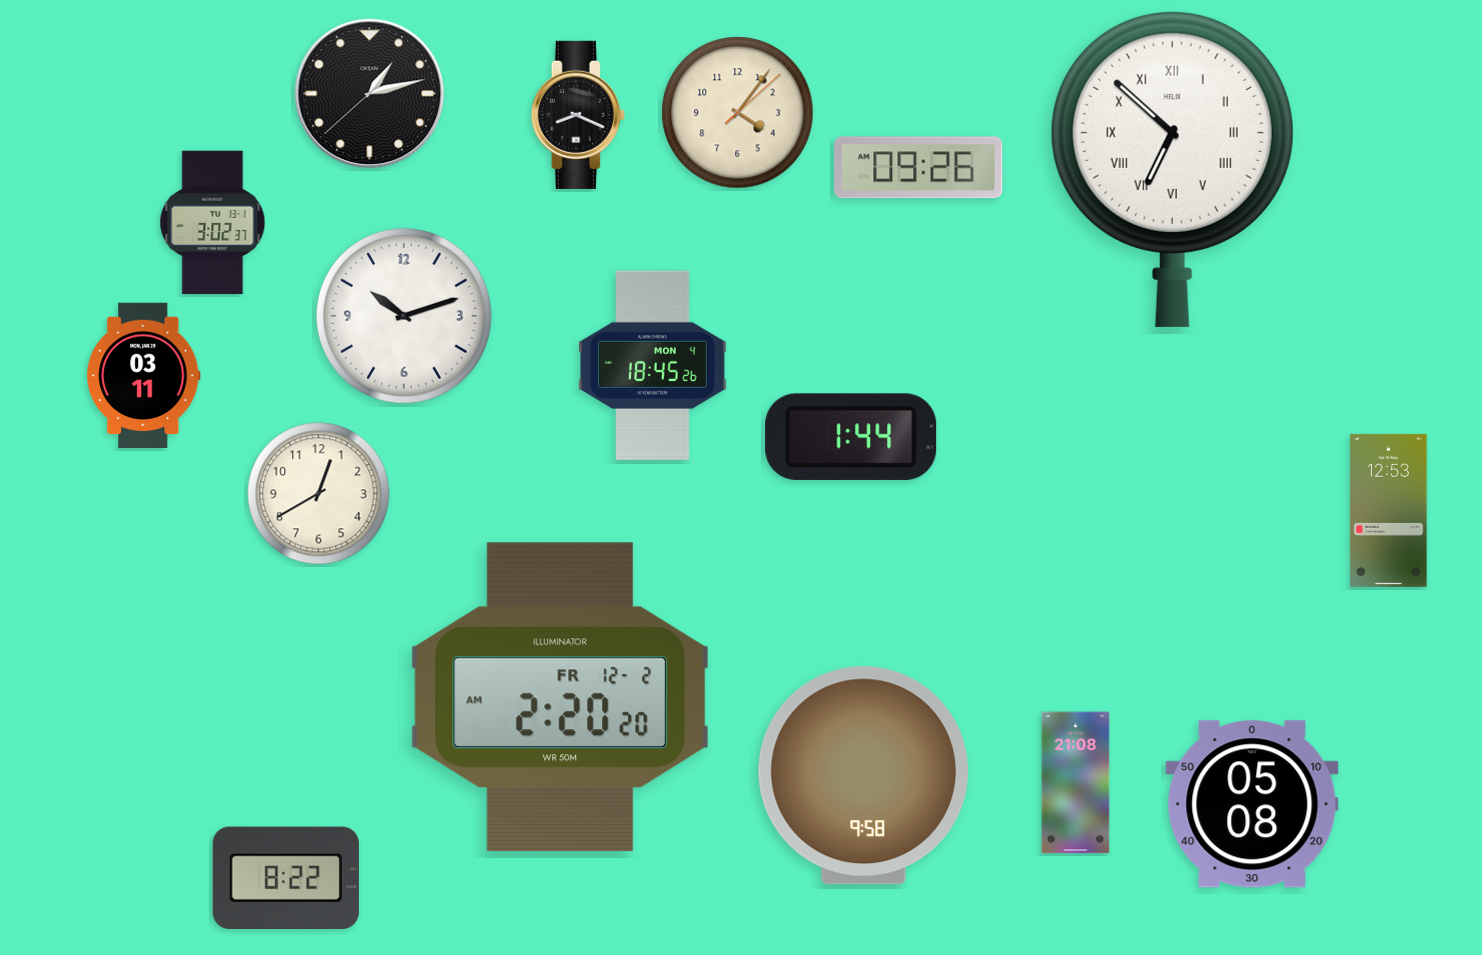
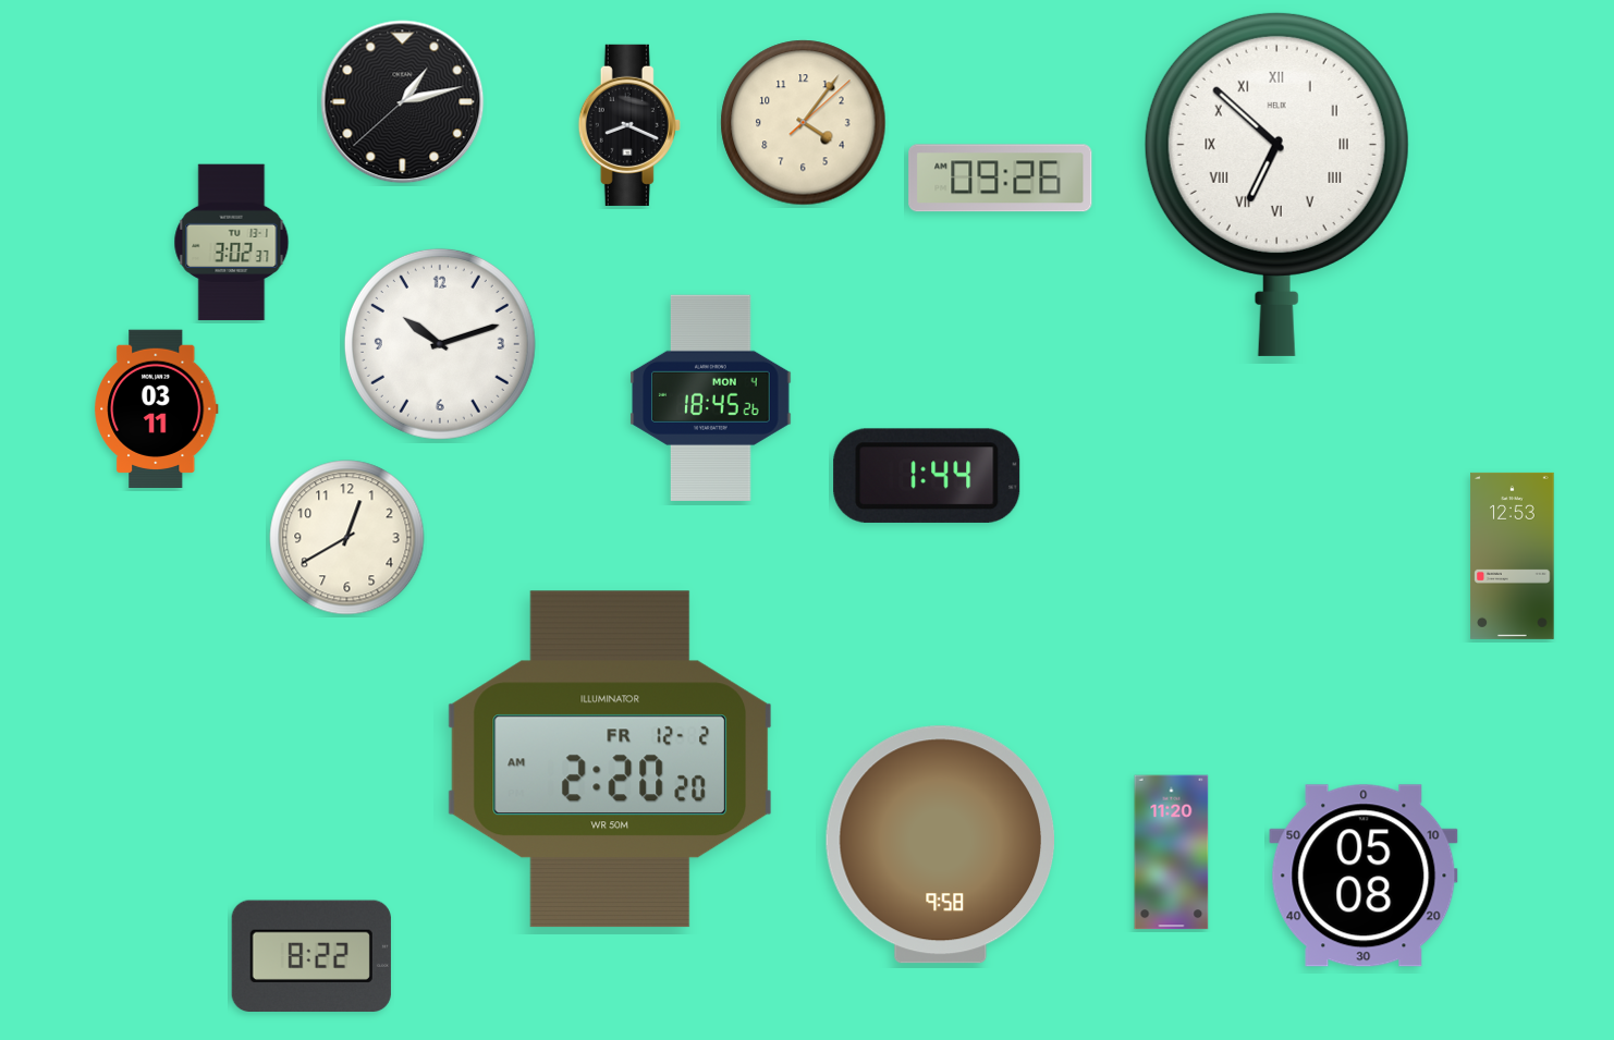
clock at (919, 168) position: (919, 168) -> (1001, 179)
clock at (1076, 783): 21:08 -> 11:20
